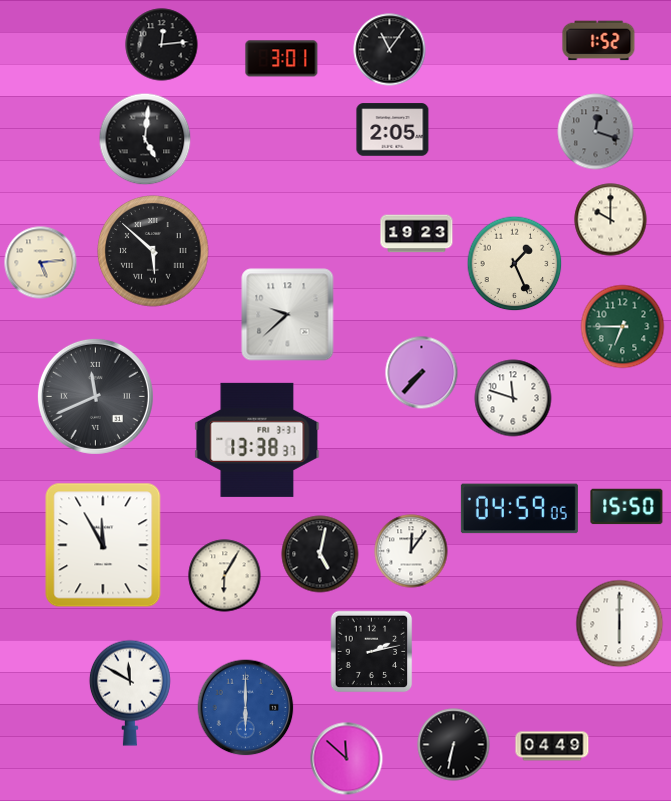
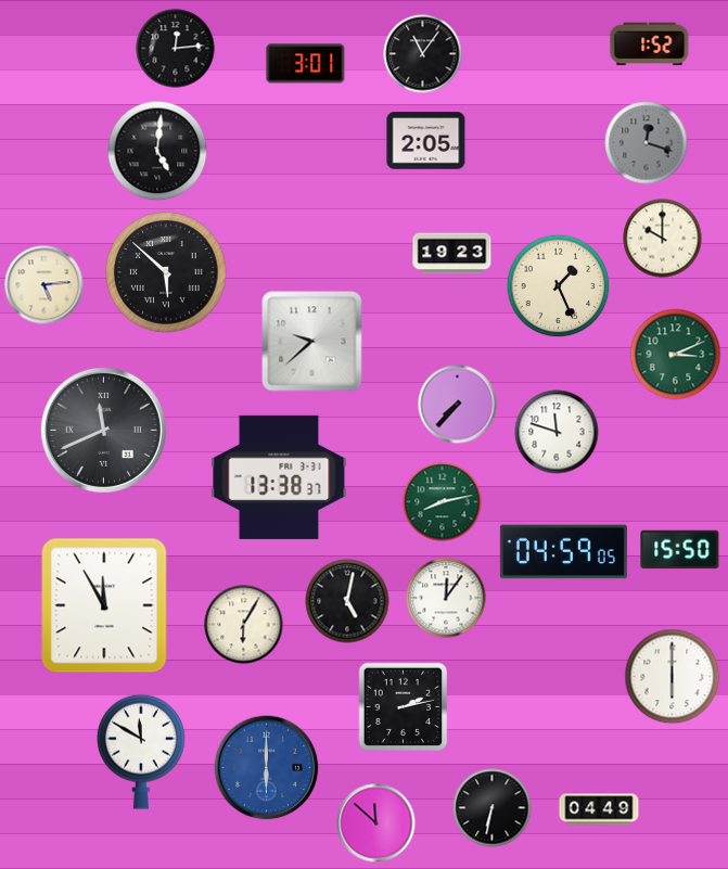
clock at (623, 327): 6:45 -> 3:11
clock at (443, 502): none -> 8:13
clock at (103, 545) position: (103, 545) -> (104, 605)
